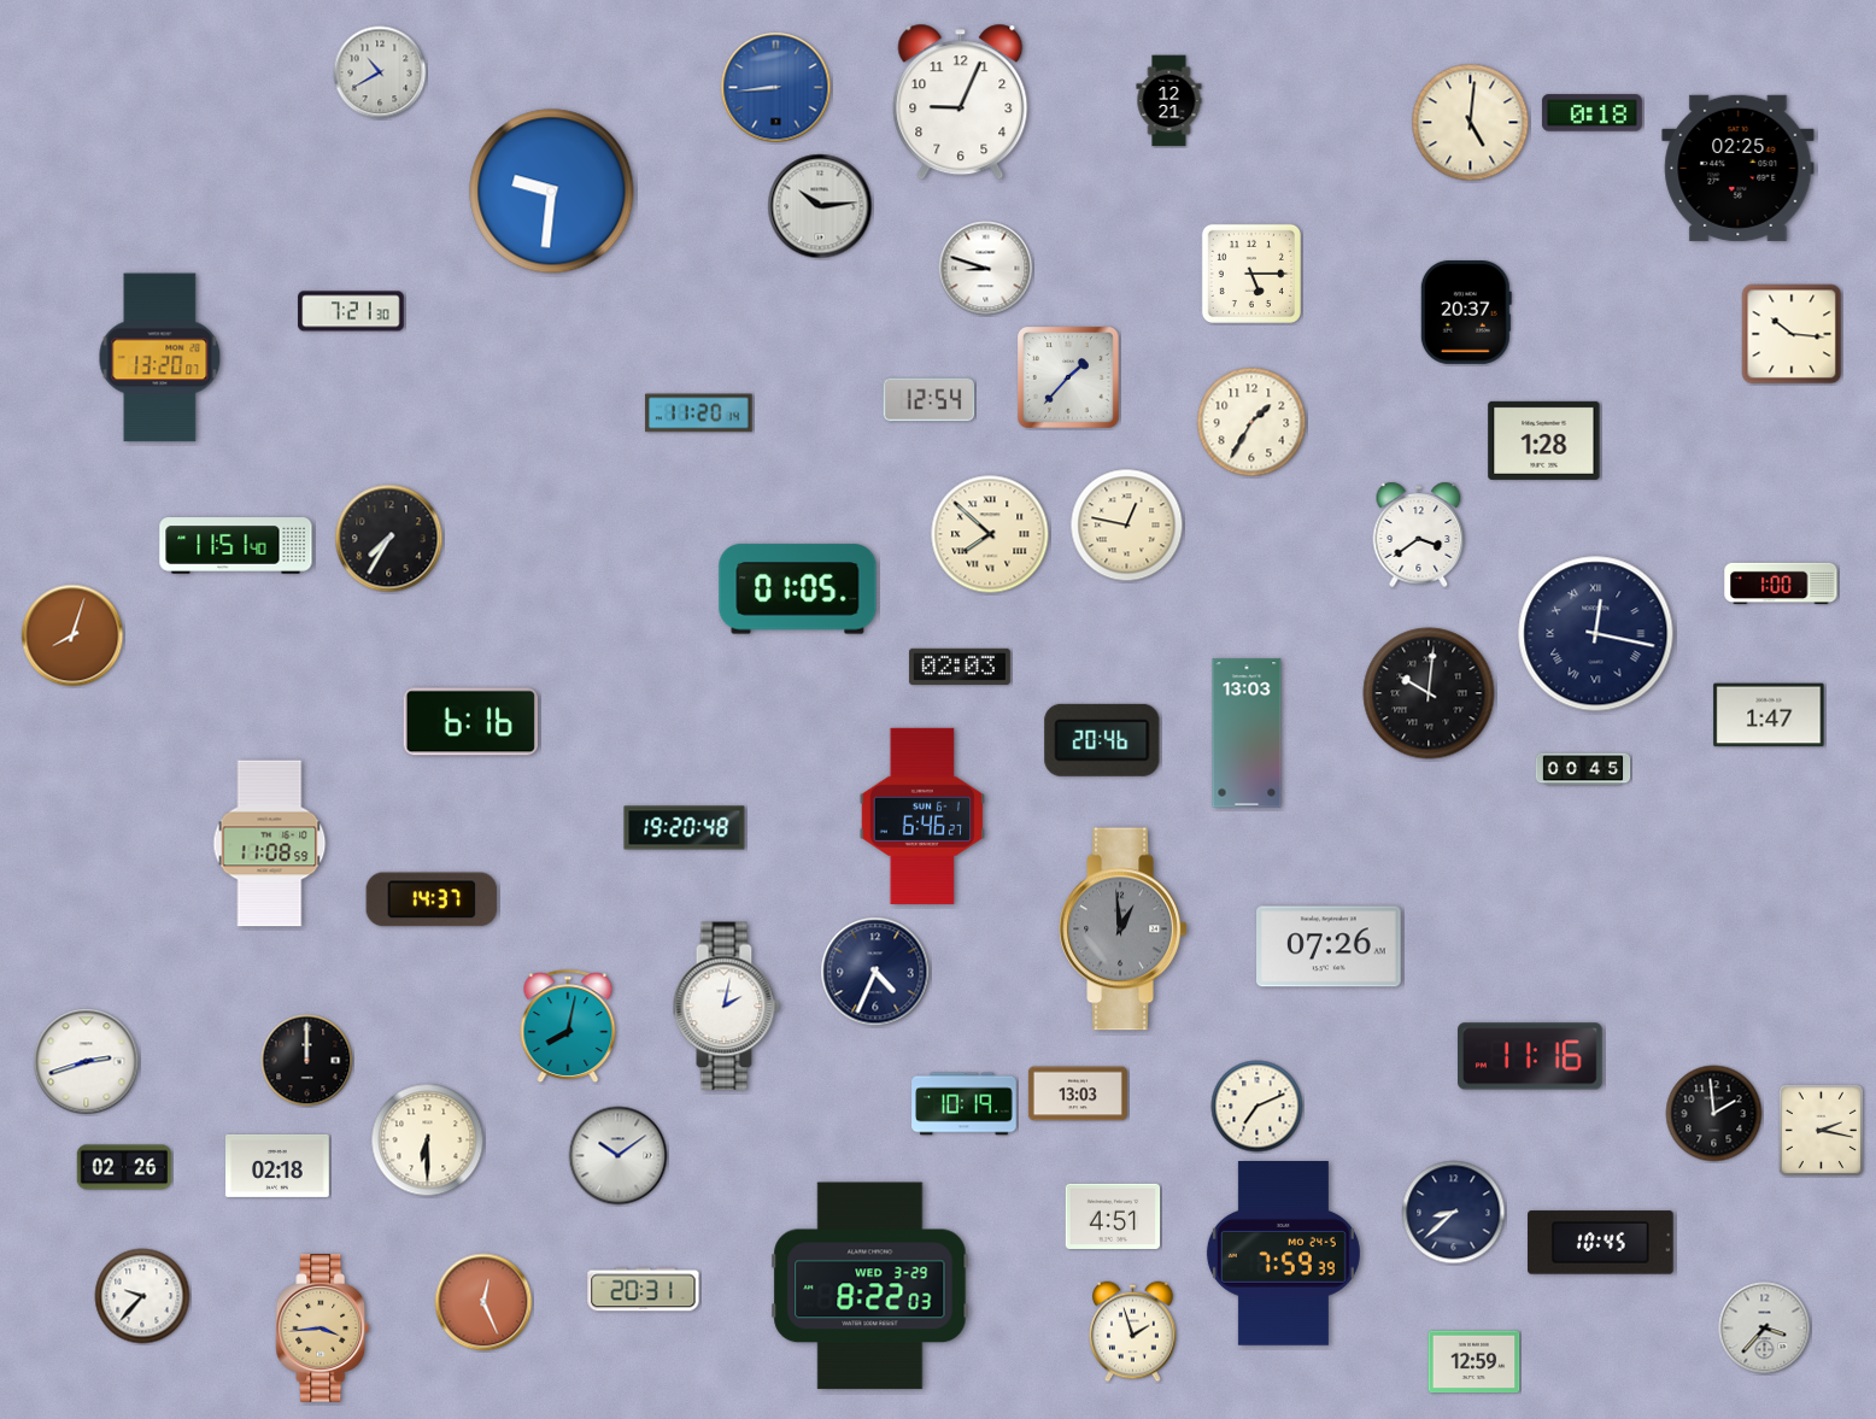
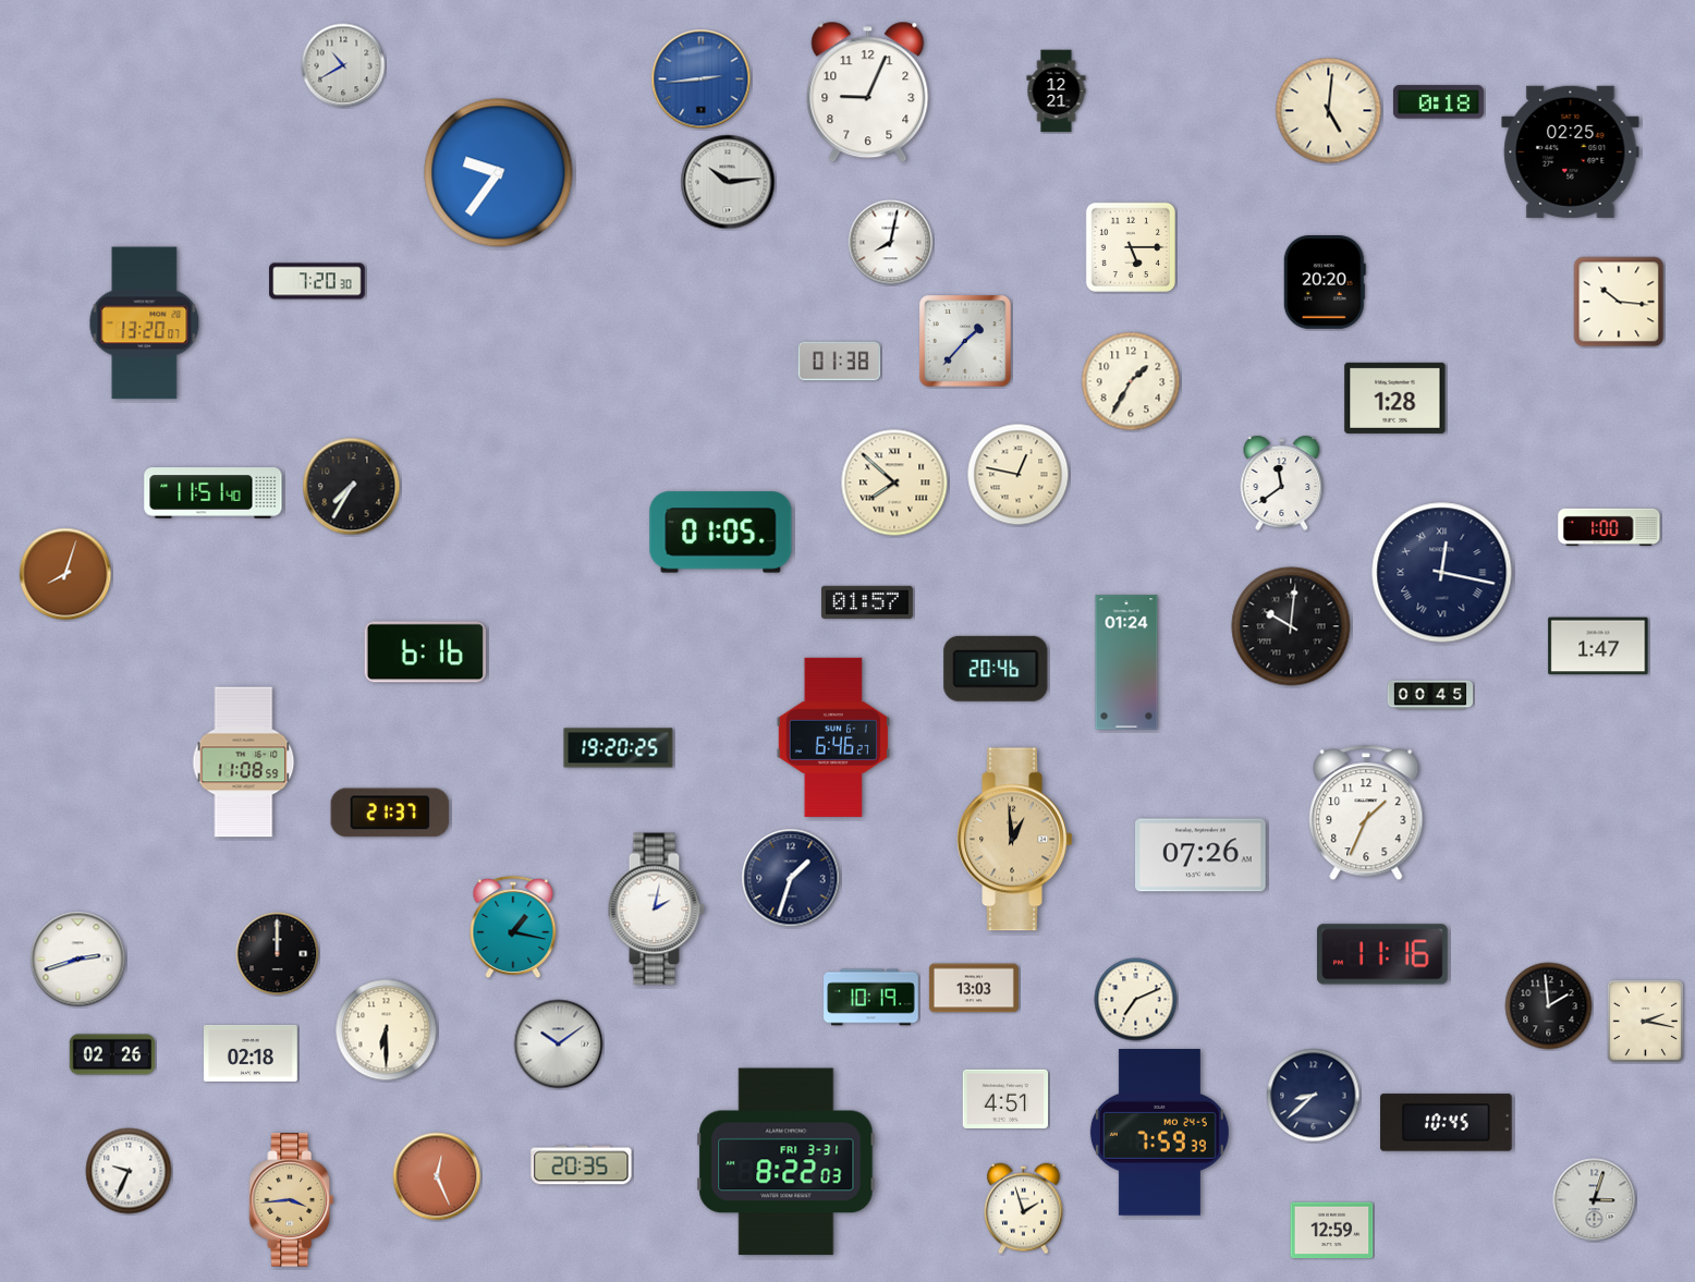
clock at (776, 88): 8:44 -> 2:44
clock at (552, 192): 9:31 -> 9:36
clock at (820, 206) position: (820, 206) -> (728, 182)
clock at (986, 269): 8:48 -> 8:02
clock at (351, 311): 7:21 -> 7:20
clock at (1466, 313): 20:37 -> 20:20
clock at (930, 400): 12:54 -> 01:38
clock at (699, 414): 11:20 -> none
clock at (1419, 534): 3:39 -> 11:39
clock at (960, 667): 02:03 -> 01:57
clock at (1247, 733): 13:03 -> 01:24
clock at (685, 828): 19:20:48 -> 19:20:25
clock at (432, 899): 14:37 -> 21:37
clock at (1366, 813): none -> 1:34
clock at (1124, 930) dial: grey -> champagne
clock at (875, 972): 4:34 -> 1:33
clock at (568, 1026): 8:02 -> 1:17
clock at (307, 1061) position: (307, 1061) -> (278, 954)
clock at (870, 1286) date: WED 3-29 -> FRI 3-31
clock at (644, 1290): 20:31 -> 20:35
clock at (142, 1296): 9:37 -> 9:34
clock at (1765, 1329): 3:37 -> 3:03
clock at (1133, 1332) position: (1133, 1332) -> (1024, 1209)
